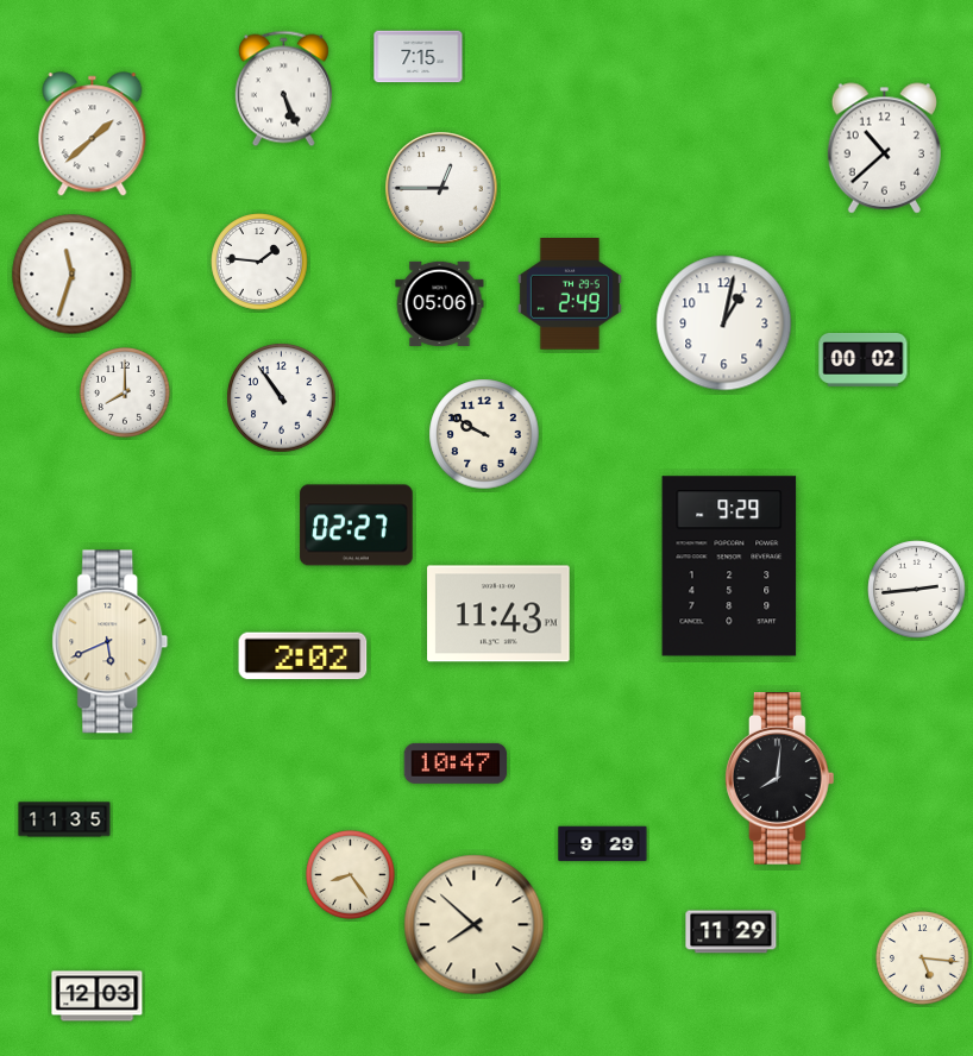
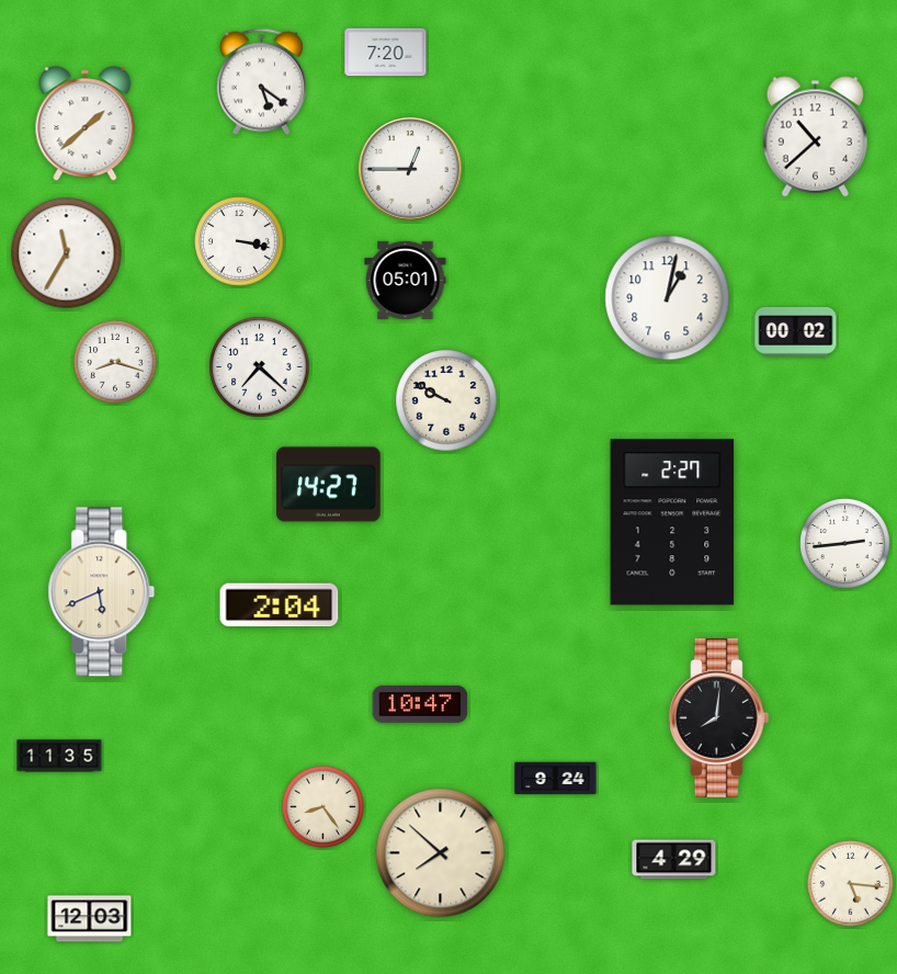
clock at (419, 57): 7:15 -> 7:20
clock at (283, 89): 5:26 -> 5:21
clock at (441, 188) position: (441, 188) -> (410, 169)
clock at (259, 262): 1:46 -> 3:17
clock at (73, 275): 11:33 -> 11:35
clock at (570, 295): 2:49 -> none
clock at (440, 303): 05:06 -> 05:01
clock at (126, 394): 8:00 -> 8:18
clock at (282, 398): 10:54 -> 7:22
clock at (357, 526): 02:27 -> 14:27
clock at (729, 566): 9:29 -> 2:27
clock at (498, 614): 11:43 -> none
clock at (303, 656): 2:02 -> 2:04
clock at (603, 844): 9:29 -> 9:24
clock at (475, 925) position: (475, 925) -> (441, 853)
clock at (732, 932): 11:29 -> 4:29
